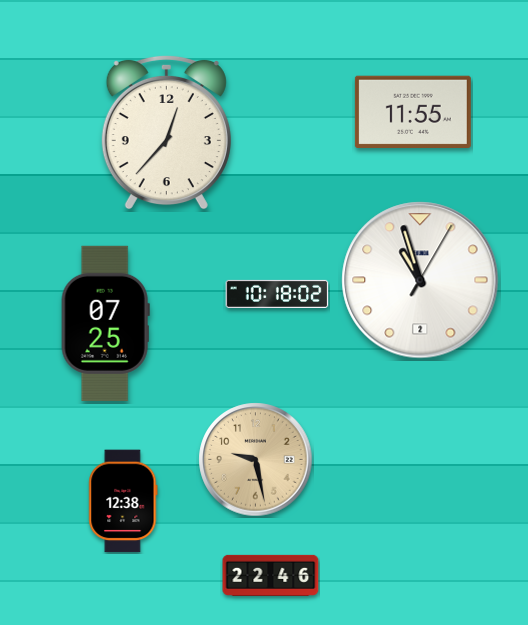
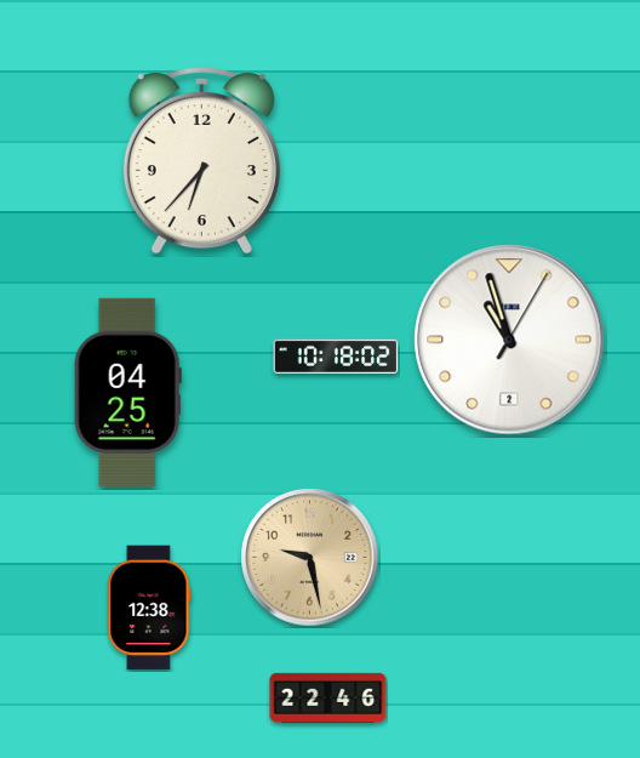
clock at (413, 111): 11:55 -> none
clock at (166, 132): 12:37 -> 6:37
clock at (105, 323): 07:25 -> 04:25
